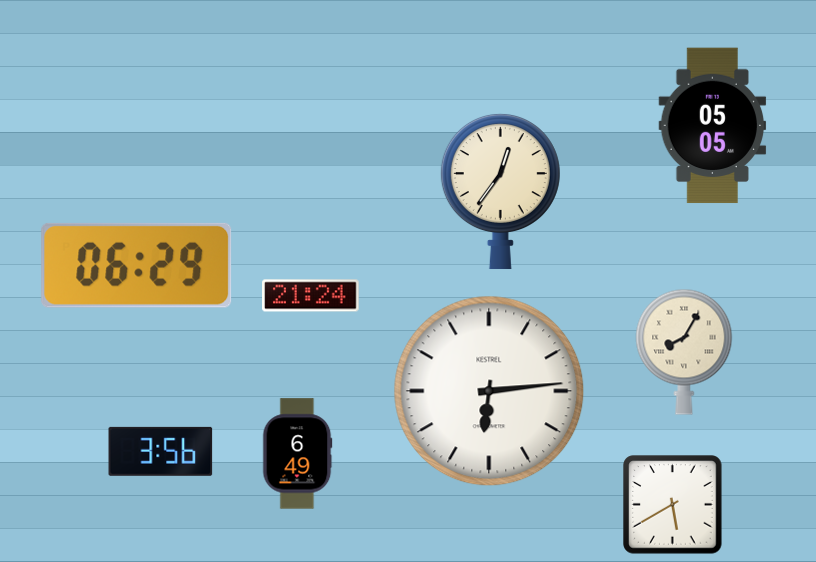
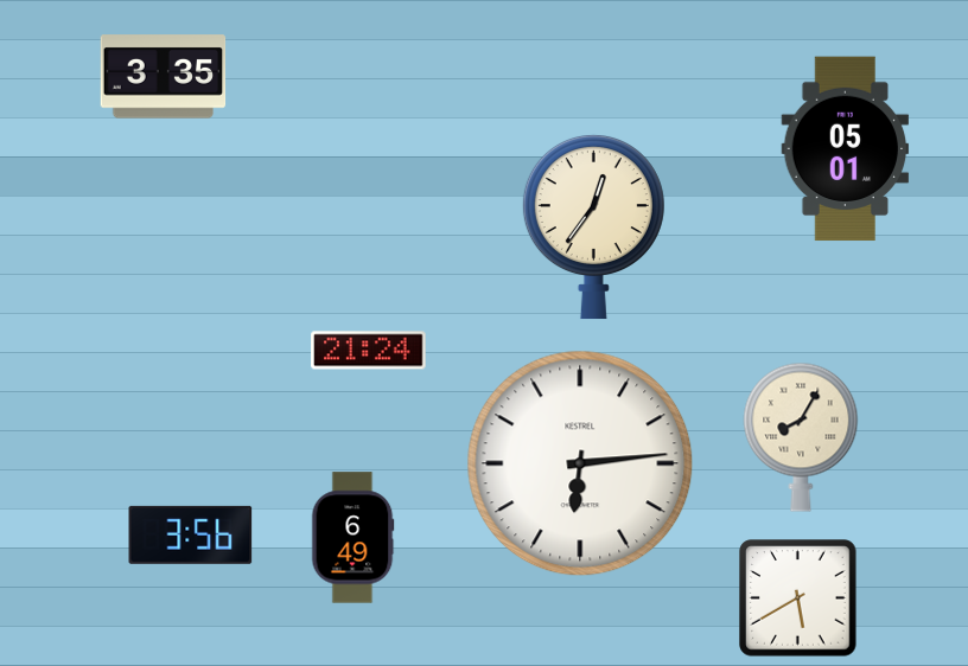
clock at (164, 77): none -> 3:35
clock at (713, 126): 05:05 -> 05:01
clock at (137, 265): 06:29 -> none
clock at (684, 352) position: (684, 352) -> (801, 437)
